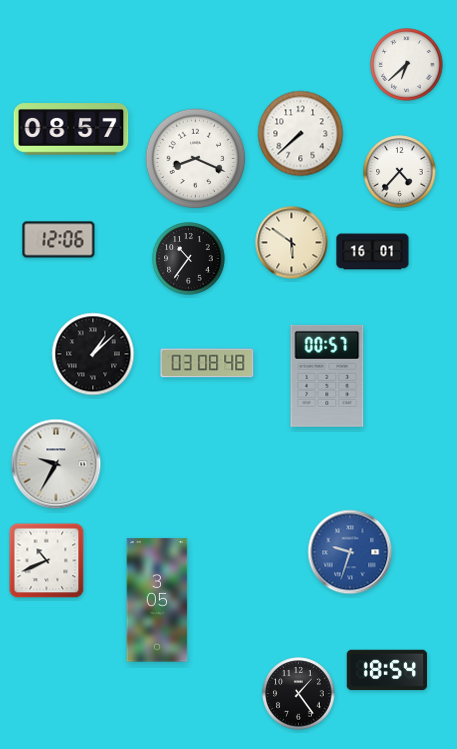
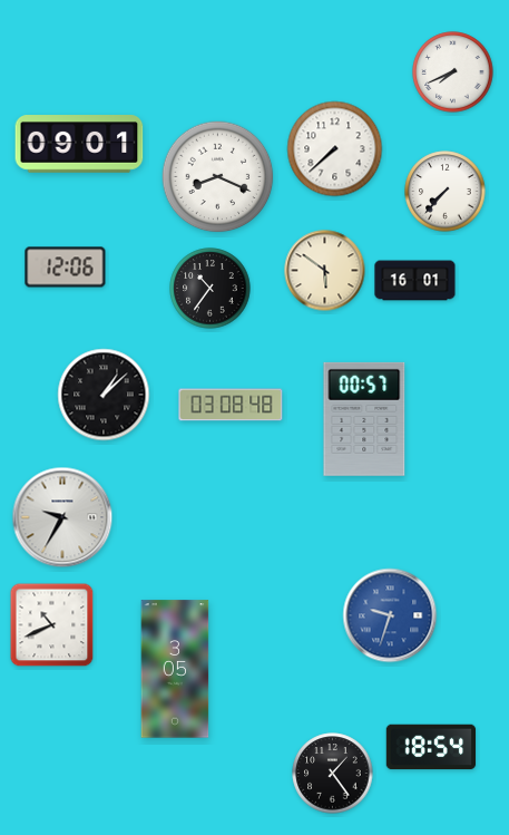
clock at (407, 65): 6:38 -> 7:41
clock at (71, 129): 08:57 -> 09:01
clock at (400, 172): 4:37 -> 7:37
